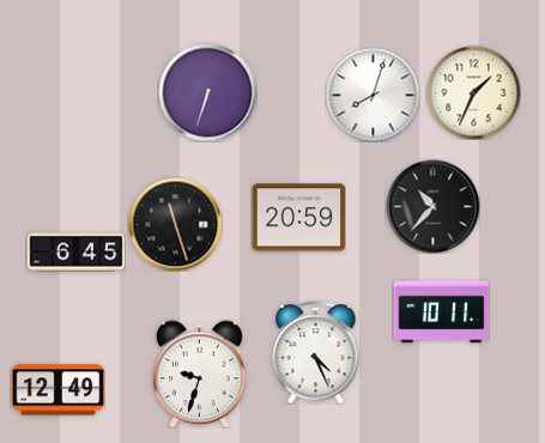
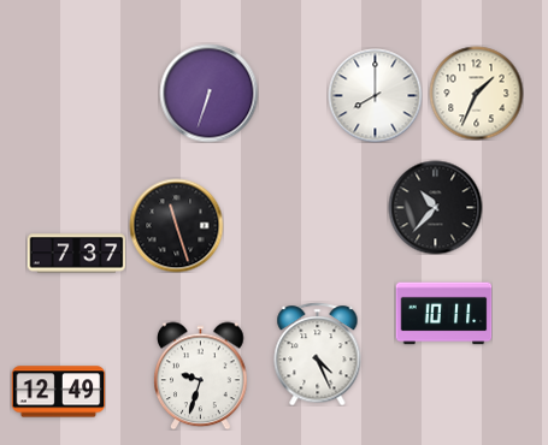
clock at (373, 95): 8:03 -> 8:00
clock at (298, 218): 20:59 -> none
clock at (75, 253): 6:45 -> 7:37
